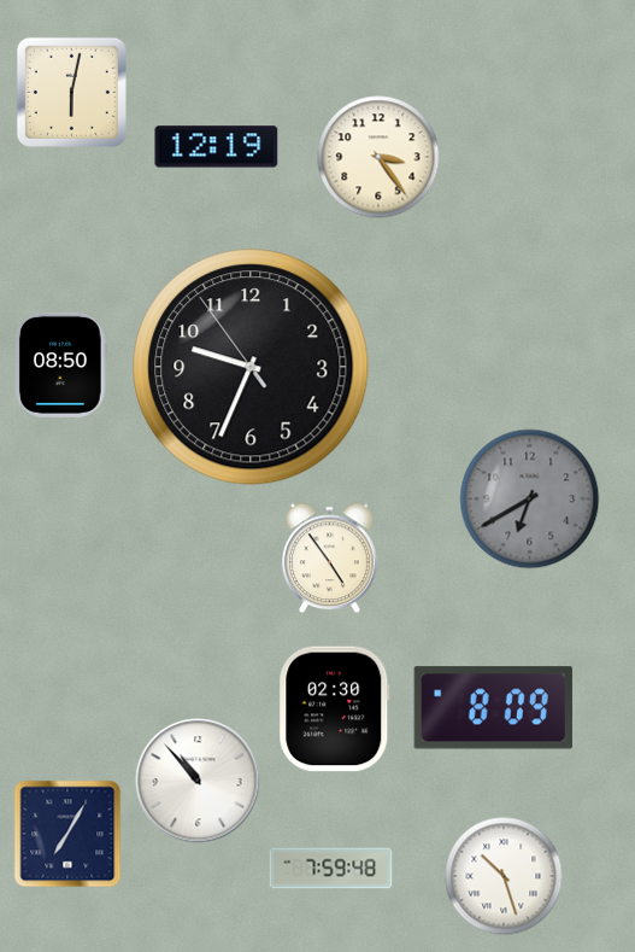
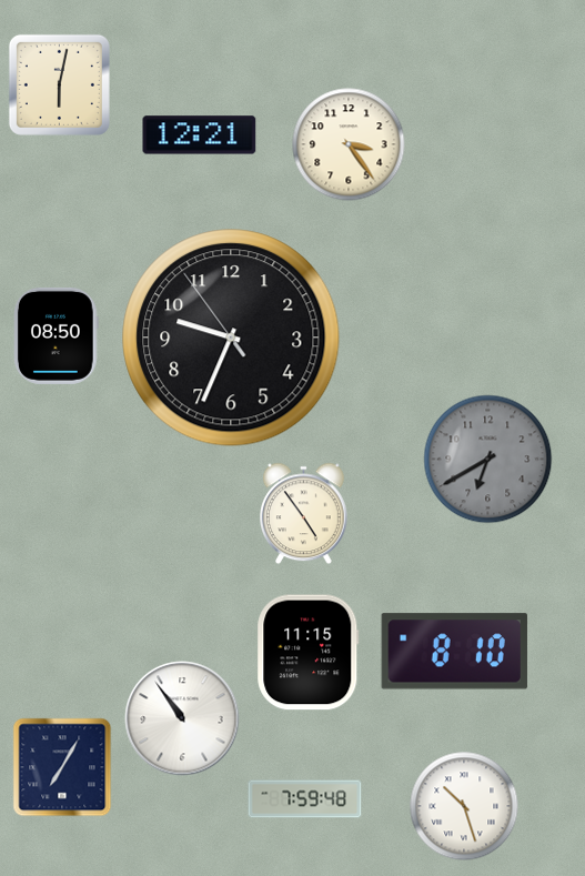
clock at (71, 92) position: (71, 92) -> (59, 84)
clock at (217, 147): 12:19 -> 12:21
clock at (493, 708): 8:09 -> 8:10
clock at (335, 709): 02:30 -> 11:15
clock at (198, 781): 10:53 -> 10:54
